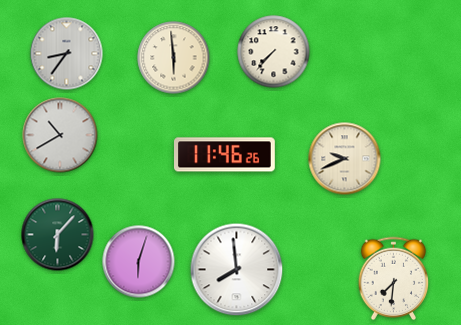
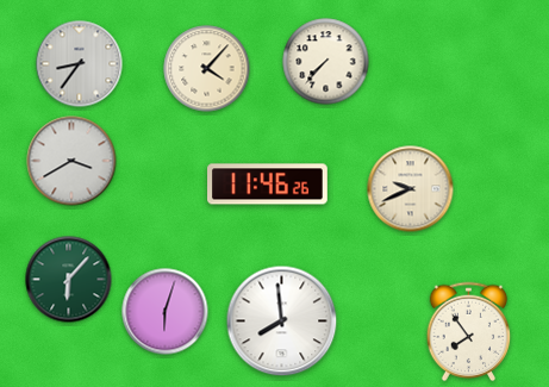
clock at (174, 58): 5:59 -> 4:07
clock at (60, 135): 10:40 -> 3:40
clock at (394, 279): 7:31 -> 7:54
